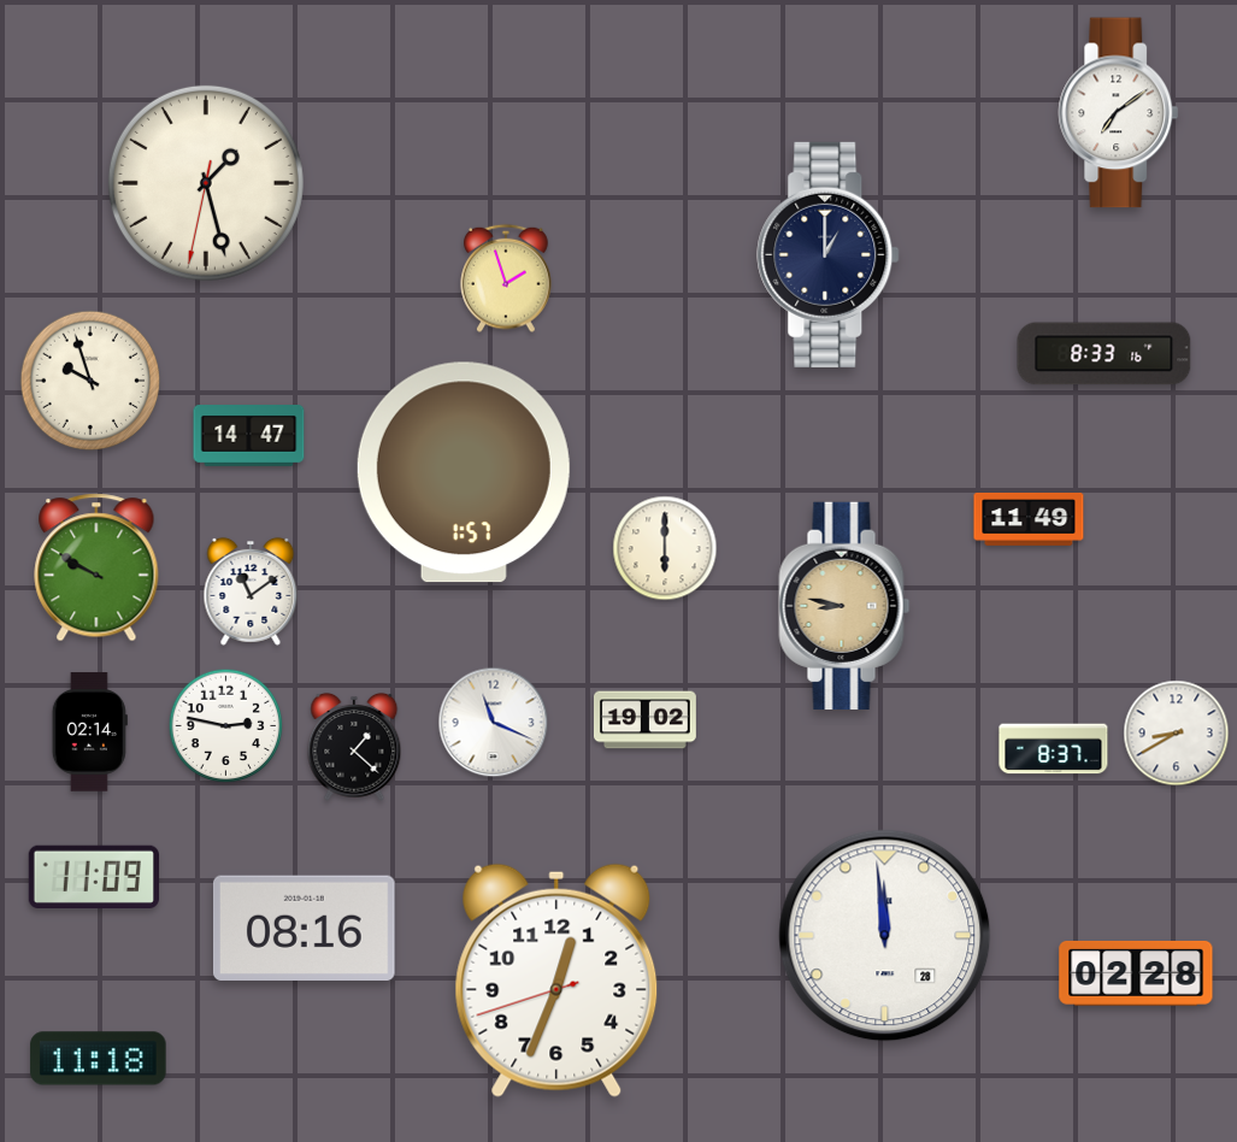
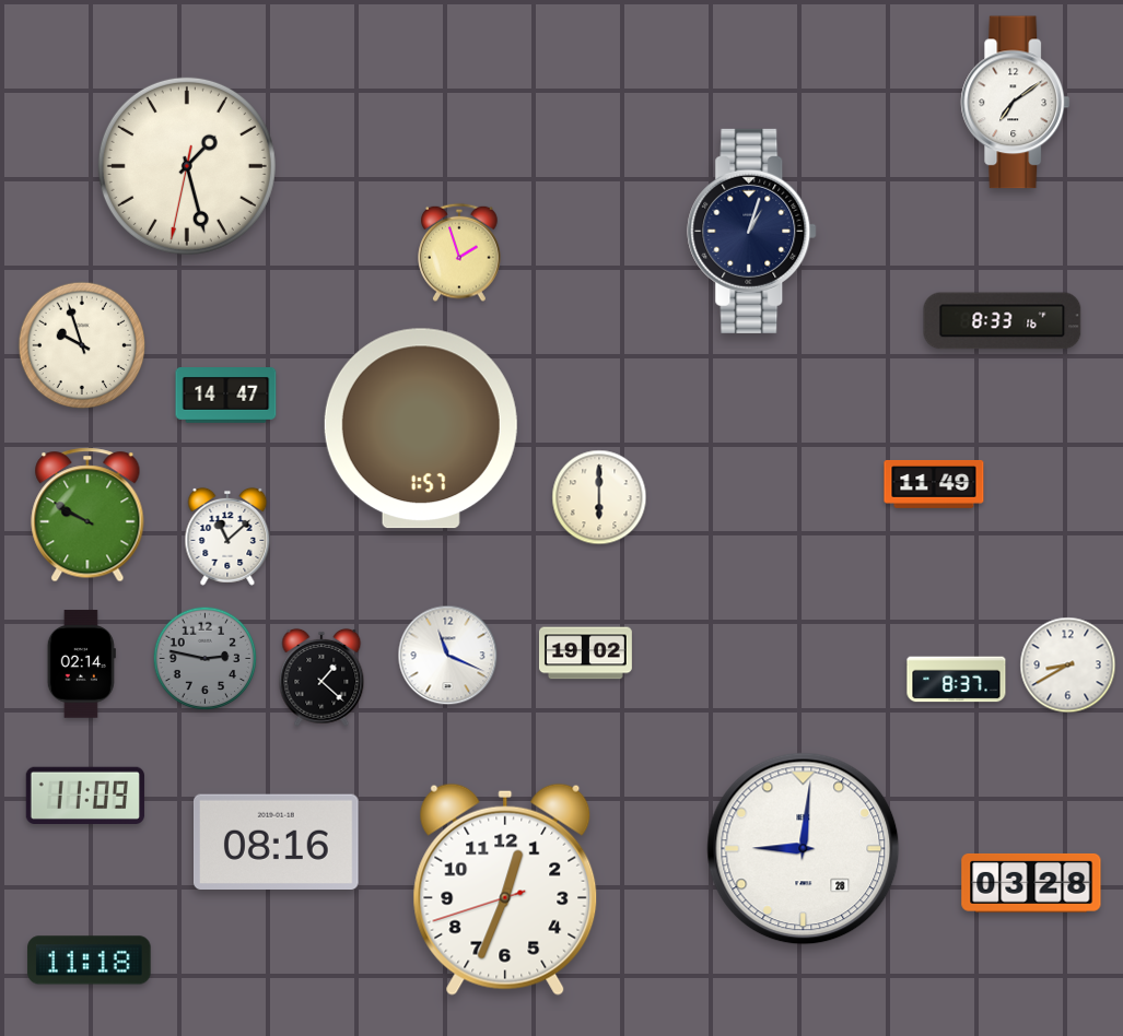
clock at (829, 254): 1:00 -> 1:03
clock at (1029, 519) position: (1029, 519) -> (934, 484)
clock at (665, 548) position: (665, 548) -> (599, 497)
clock at (251, 591): 11:09 -> 11:08
clock at (844, 606): 8:47 -> none
clock at (226, 726) dial: white -> grey
clock at (885, 936): 11:59 -> 9:01
clock at (1136, 973): 02:28 -> 03:28
